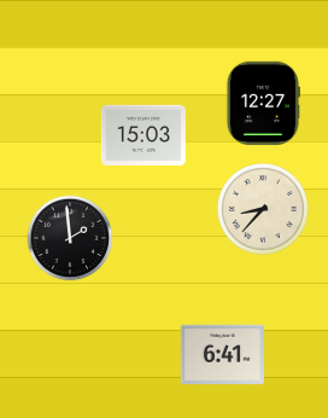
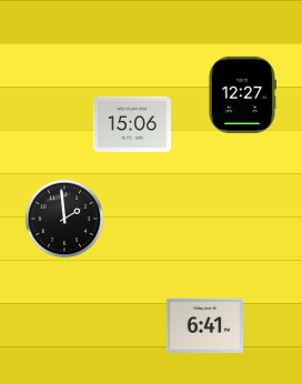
clock at (143, 134): 15:03 -> 15:06
clock at (263, 209): 8:37 -> none
